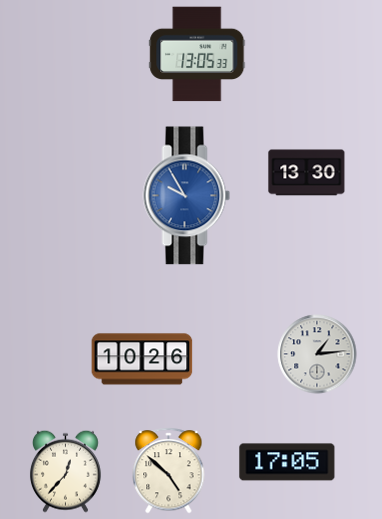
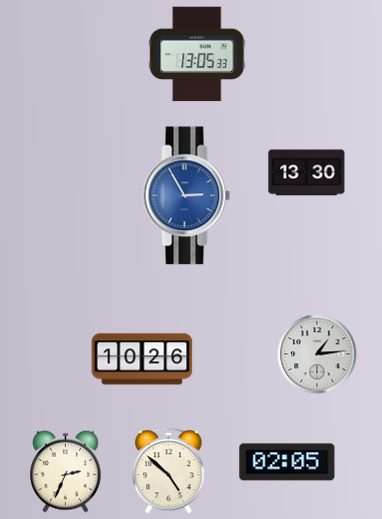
clock at (187, 196): 9:55 -> 2:55
clock at (287, 462): 17:05 -> 02:05
clock at (65, 471): 12:37 -> 2:34
